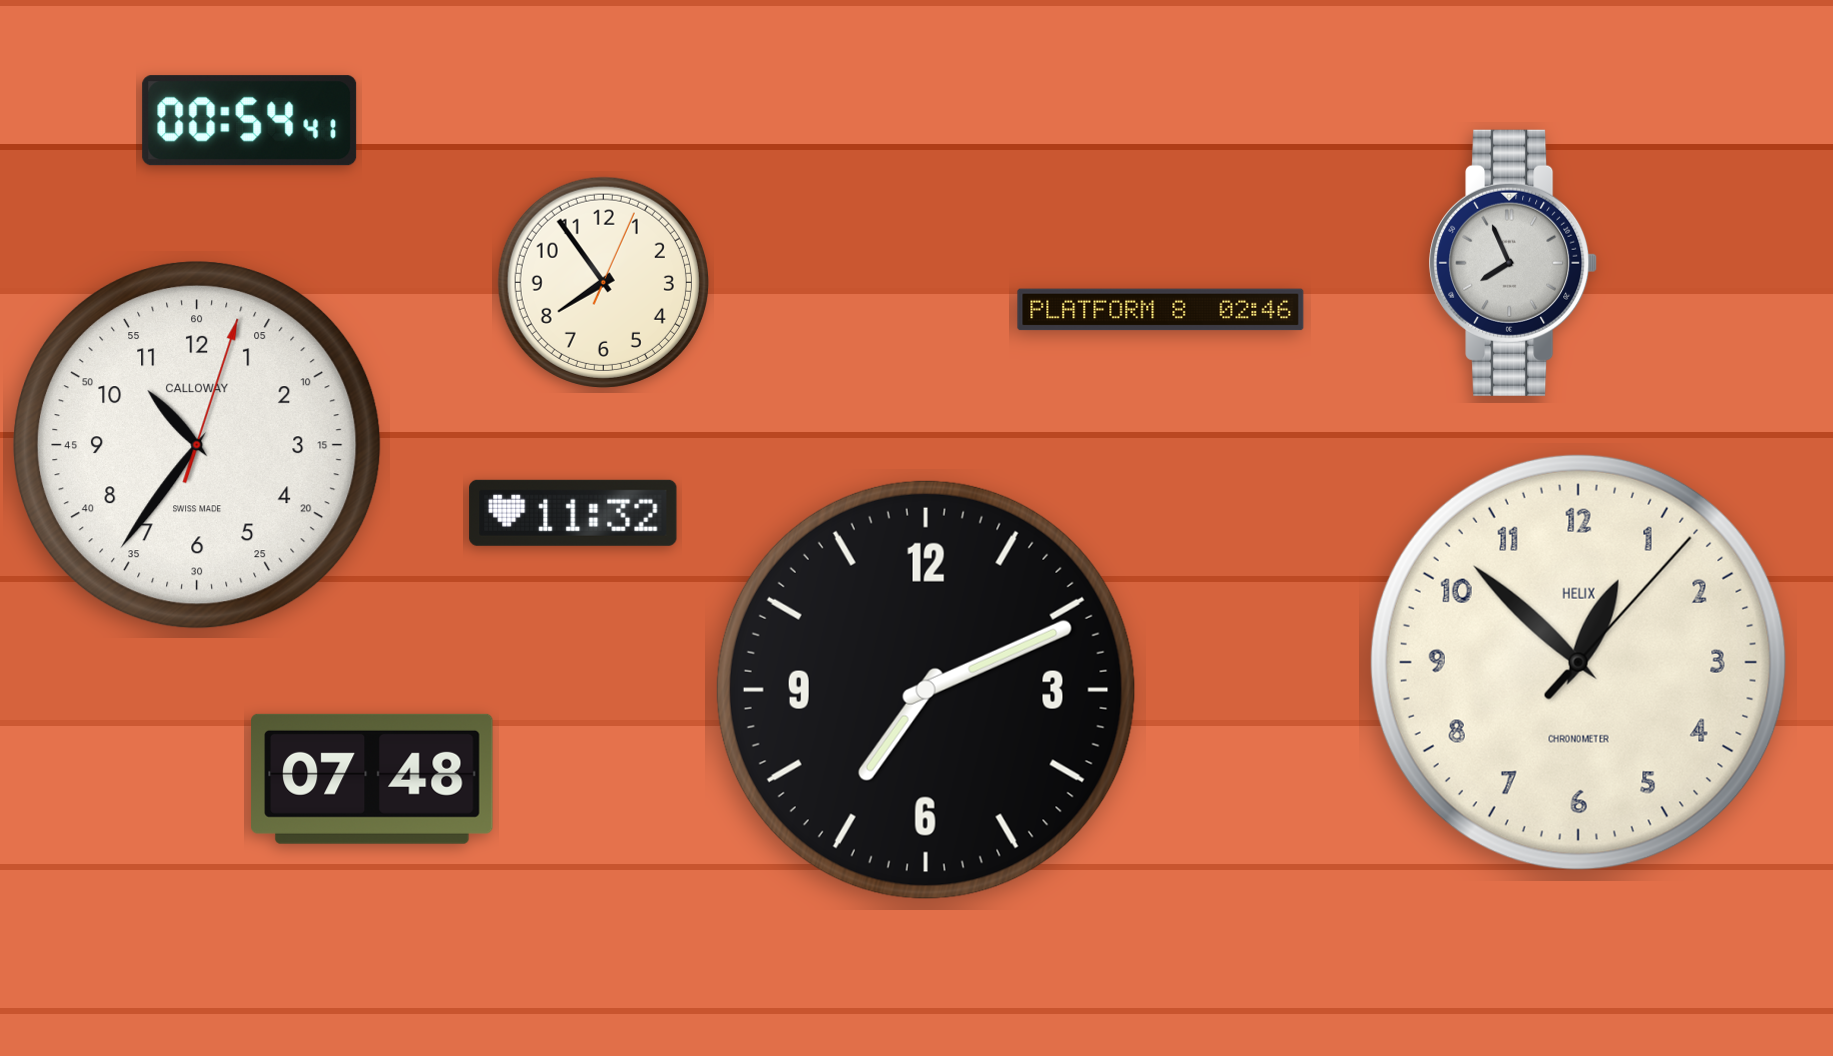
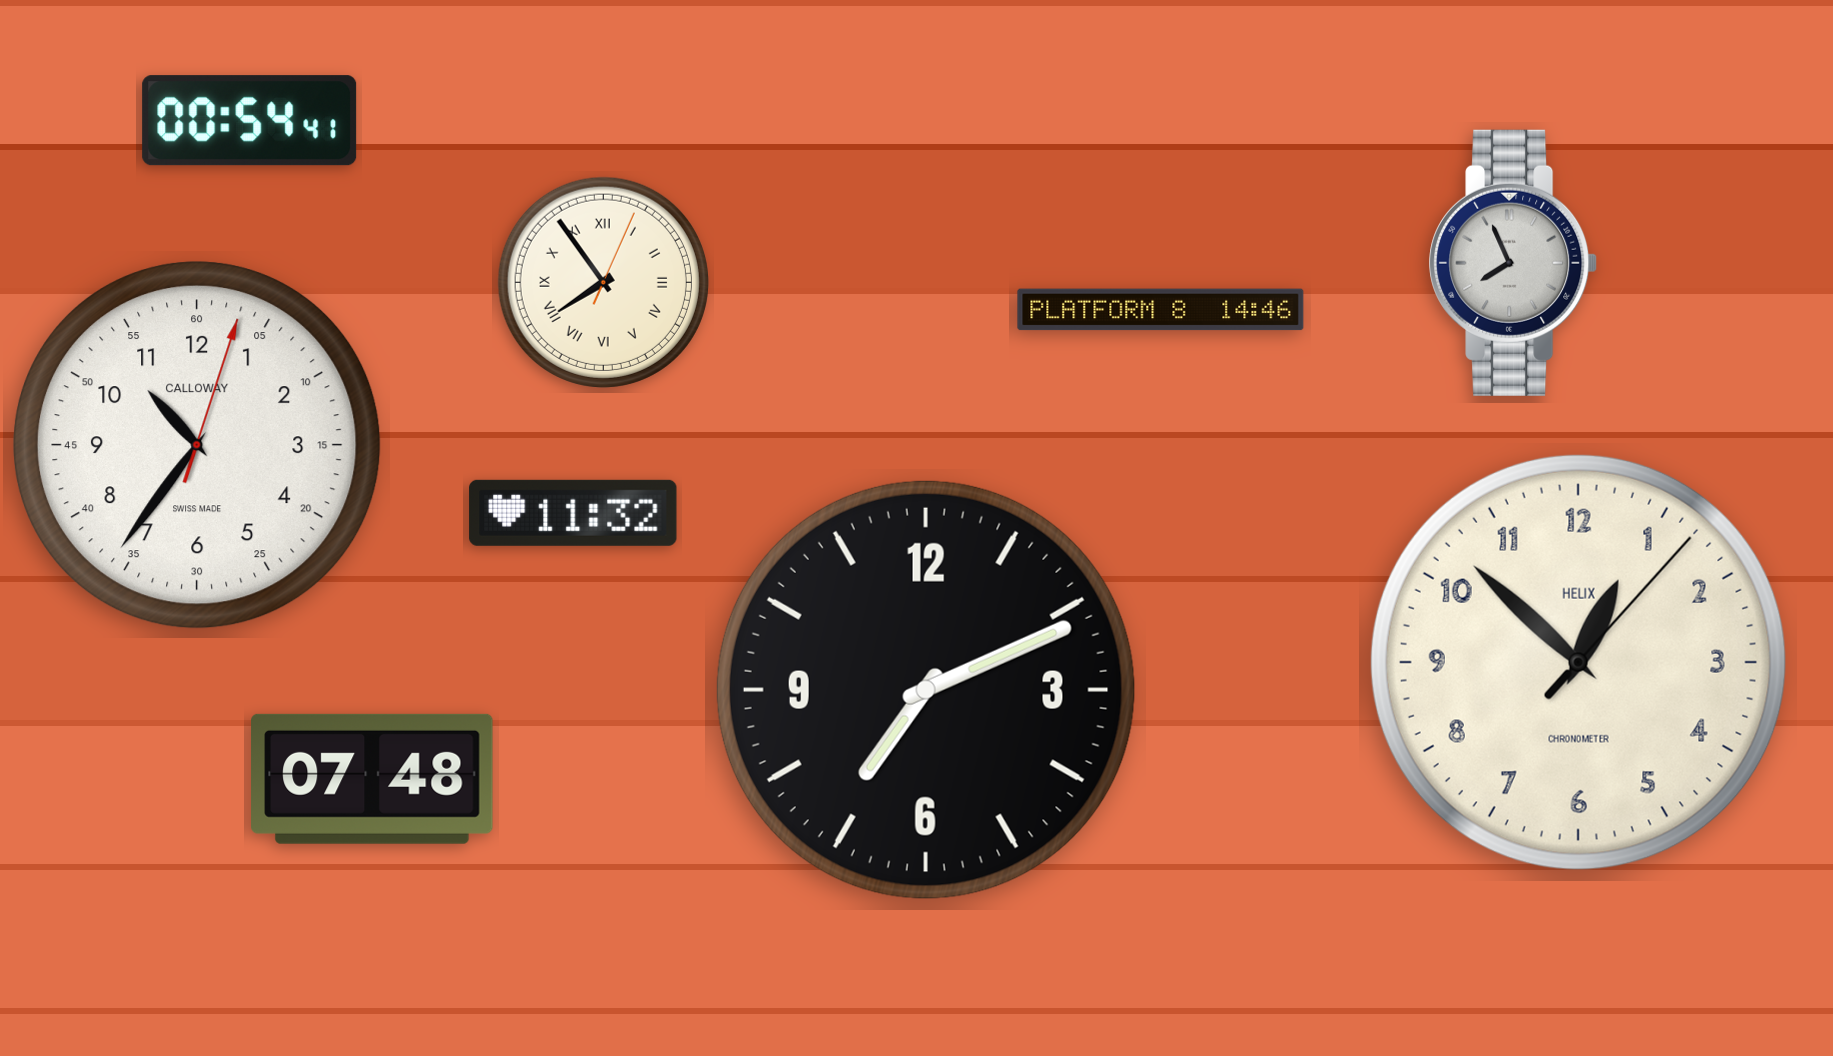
clock at (603, 282) numerals: Arabic -> Roman
clock at (1161, 310): 02:46 -> 14:46
